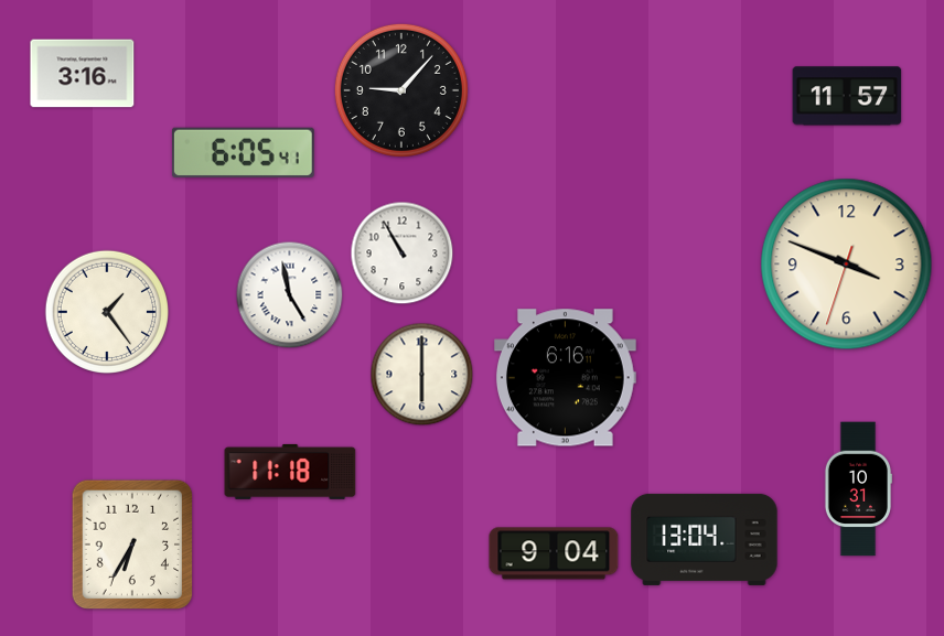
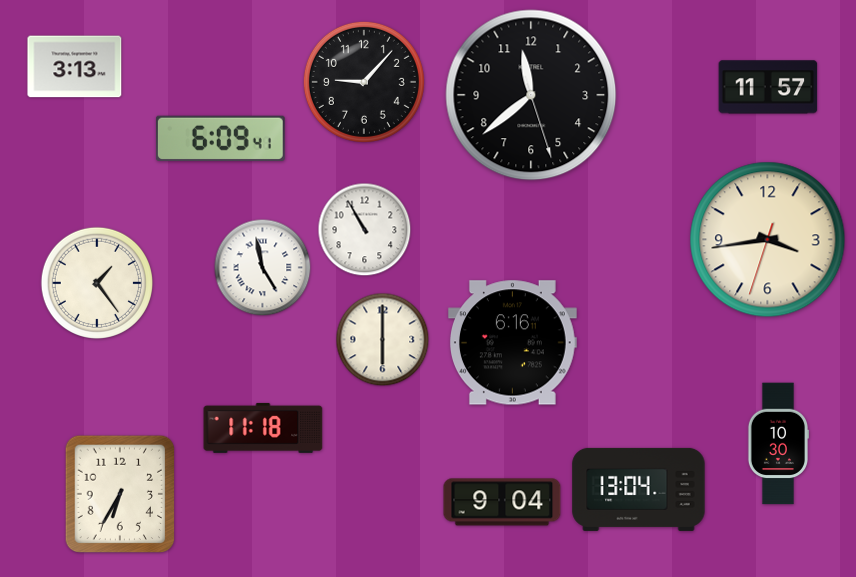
clock at (83, 74): 3:16 -> 3:13
clock at (531, 95): none -> 11:38
clock at (243, 152): 6:05 -> 6:09
clock at (847, 265): 3:48 -> 3:43
clock at (857, 489): 10:31 -> 10:30
